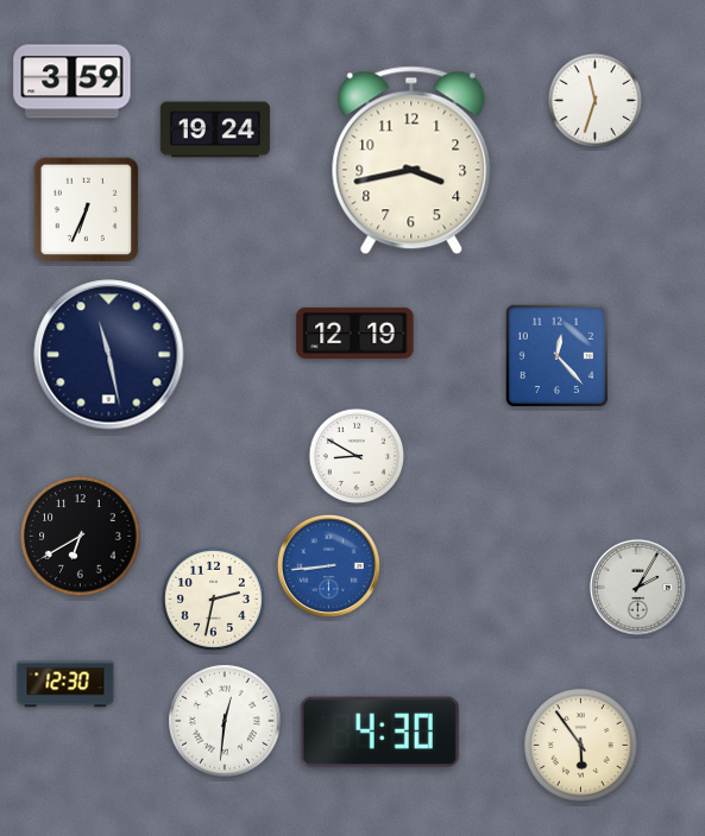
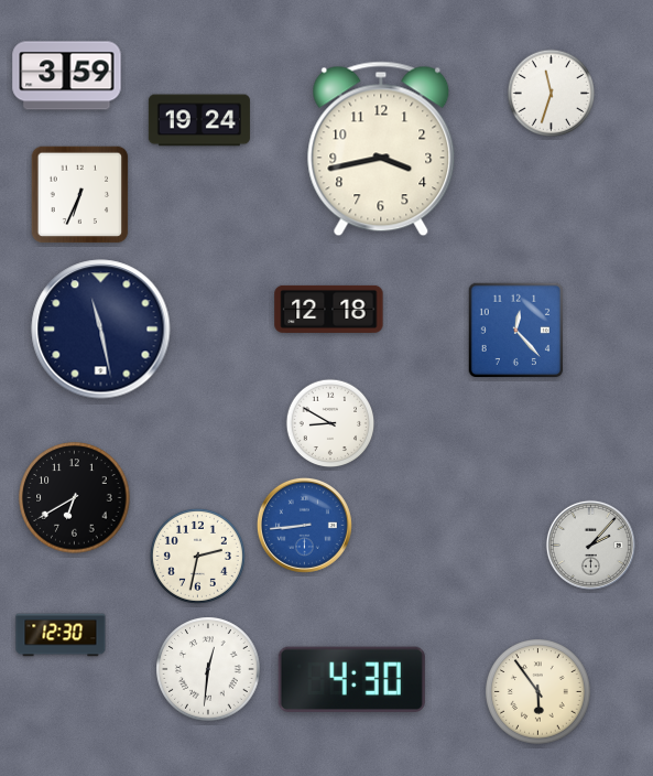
clock at (355, 332): 12:19 -> 12:18
clock at (637, 587): 2:05 -> 2:07
